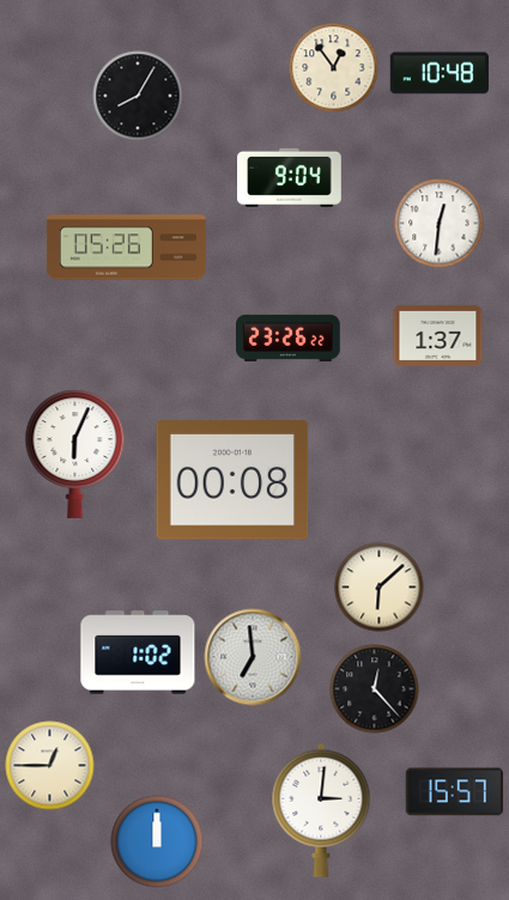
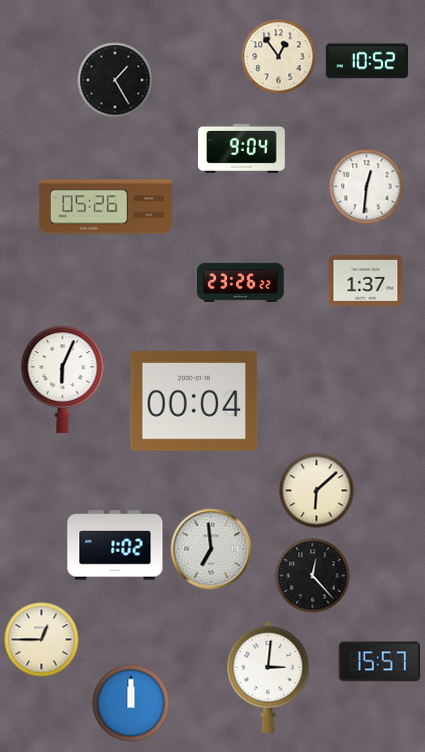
clock at (440, 73): 10:48 -> 10:52
clock at (138, 96): 8:05 -> 1:25
clock at (232, 480): 00:08 -> 00:04
